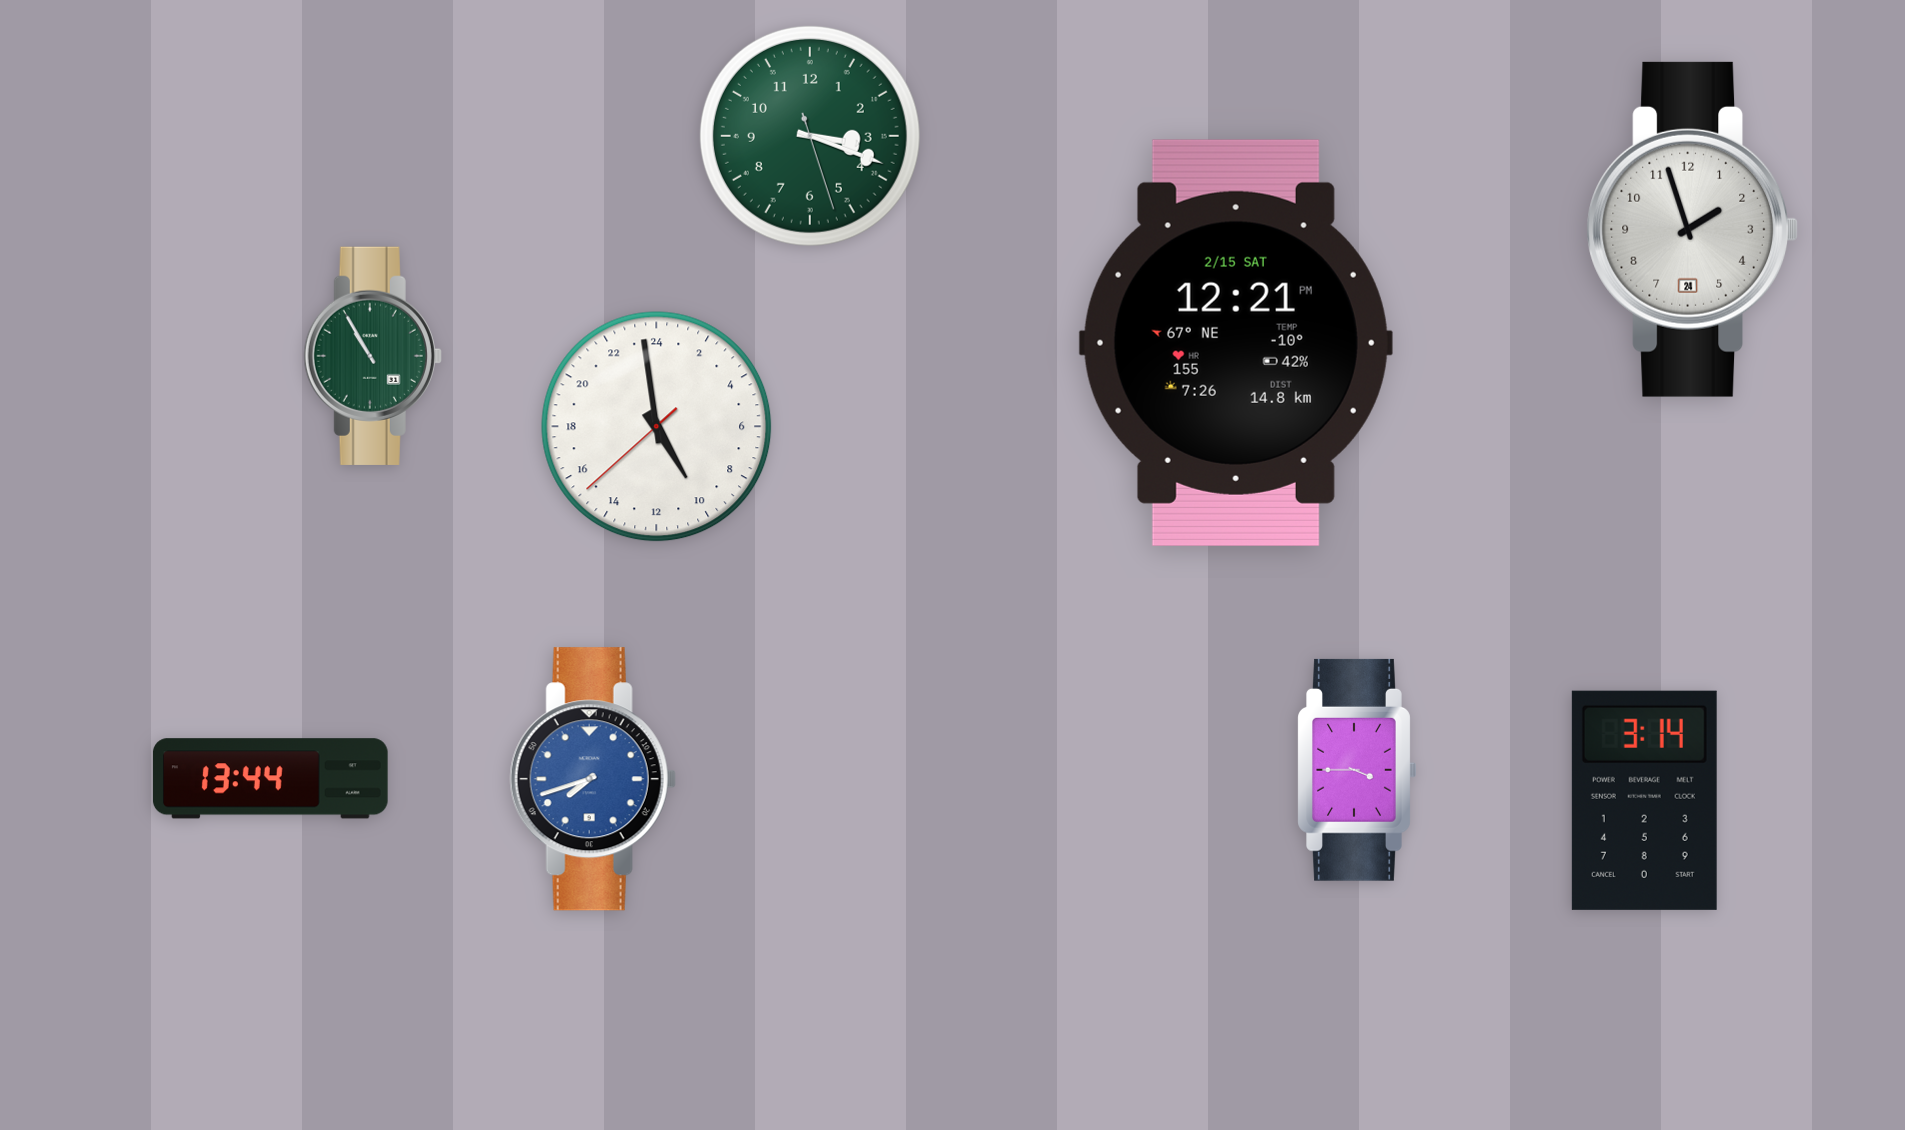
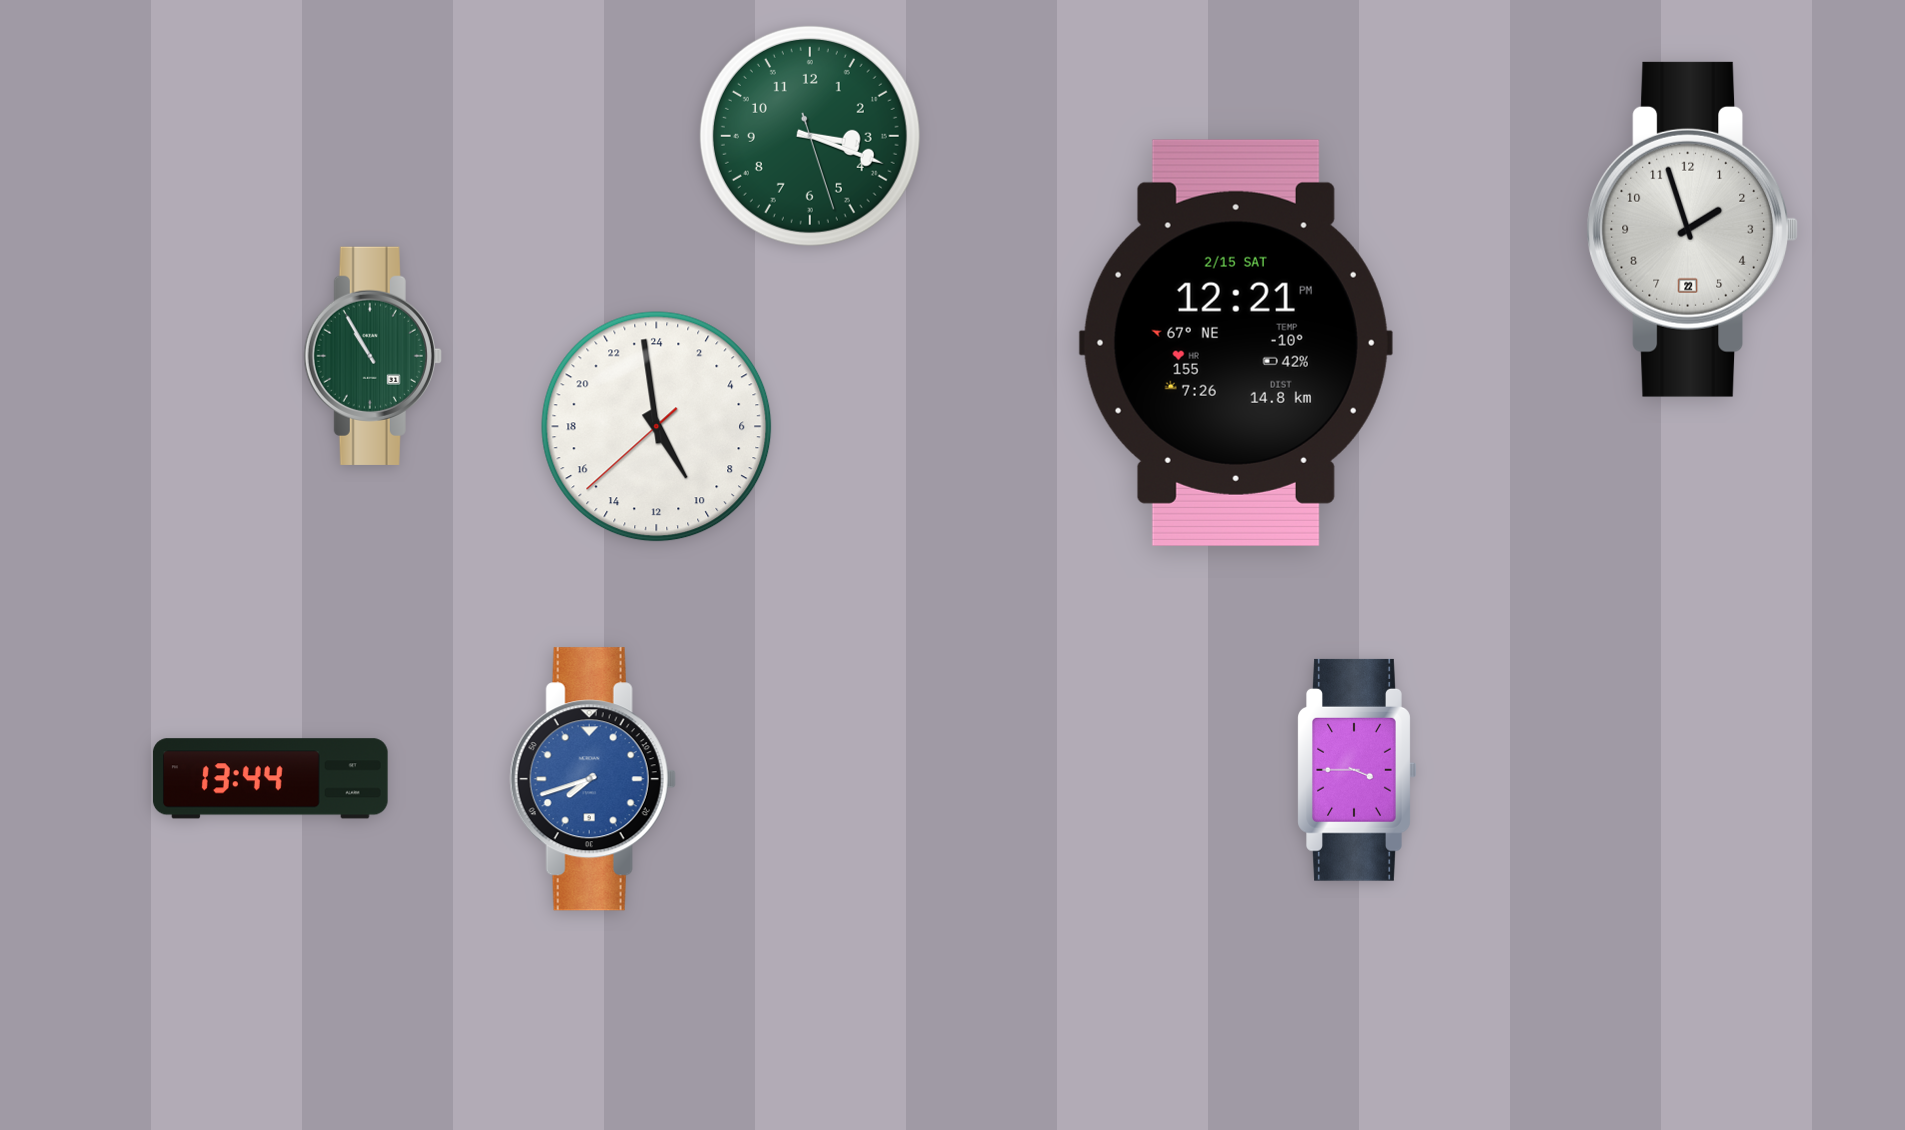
clock at (1692, 229) date: 24 -> 22
clock at (1644, 800): 3:14 -> none
